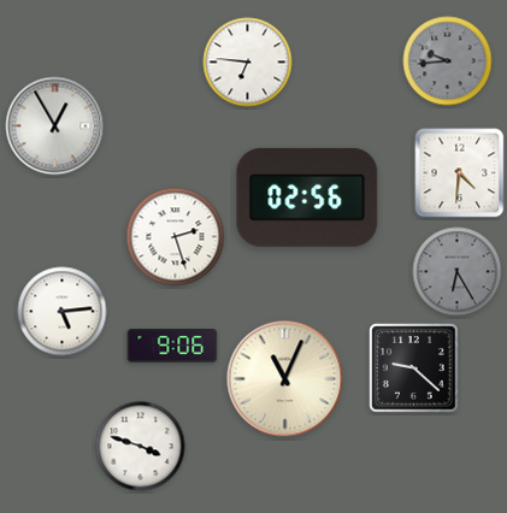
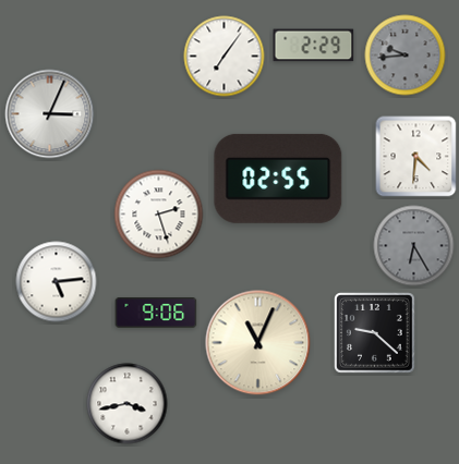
clock at (314, 46): none -> 2:29
clock at (248, 63): 6:46 -> 7:06
clock at (55, 126): 12:55 -> 3:04
clock at (307, 197): 02:56 -> 02:55
clock at (141, 447): 3:48 -> 3:43
